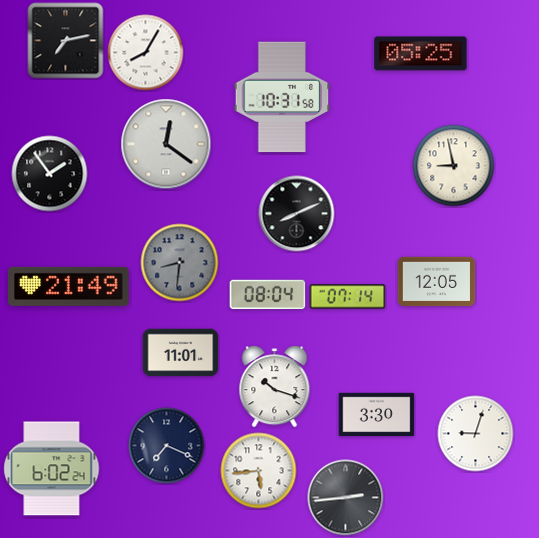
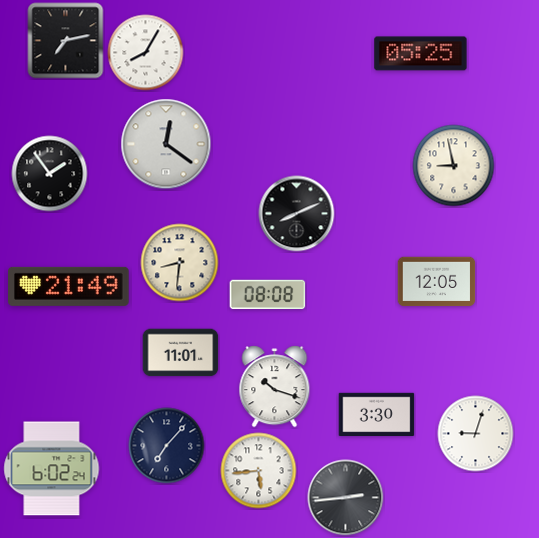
clock at (282, 97): 10:31 -> none
clock at (180, 263) dial: grey -> cream
clock at (268, 295): 08:04 -> 08:08
clock at (348, 297): 07:14 -> none
clock at (167, 446): 7:19 -> 7:07
